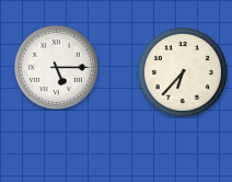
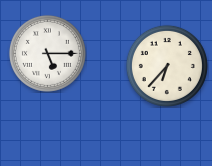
clock at (56, 67) position: (56, 67) -> (47, 53)
